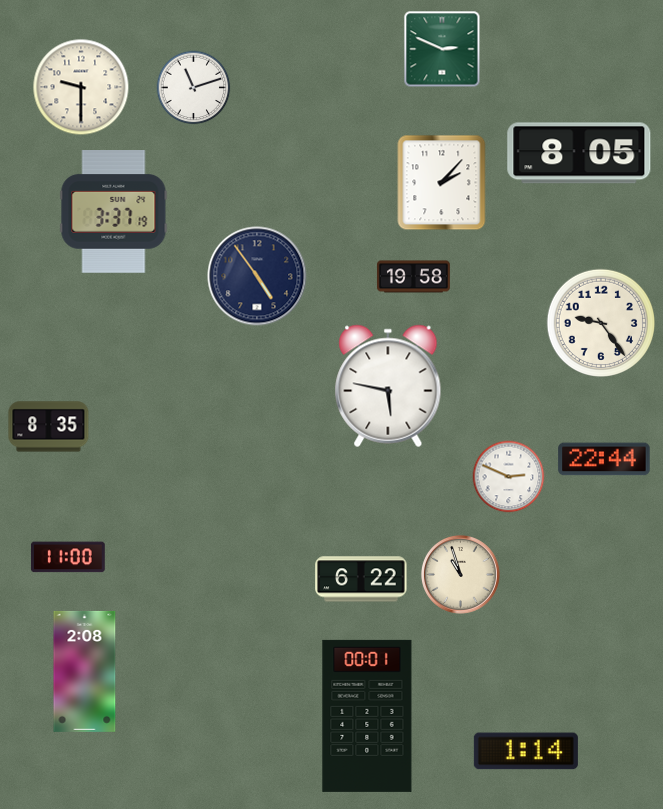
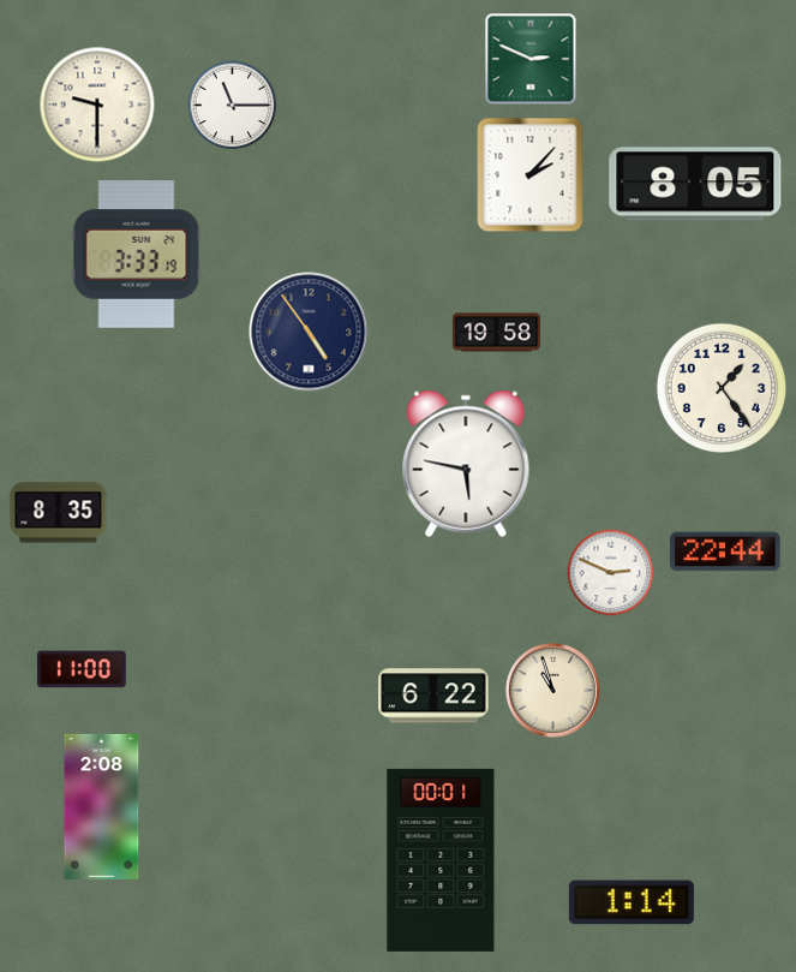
clock at (194, 88): 11:12 -> 11:15
clock at (442, 183) position: (442, 183) -> (531, 175)
clock at (114, 212): 3:37 -> 3:33
clock at (600, 322): 9:24 -> 1:24
